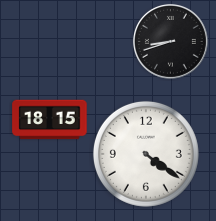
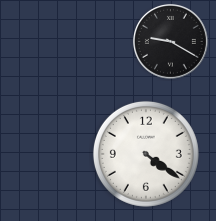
clock at (170, 41): 8:42 -> 9:20
clock at (50, 120): 18:15 -> none
